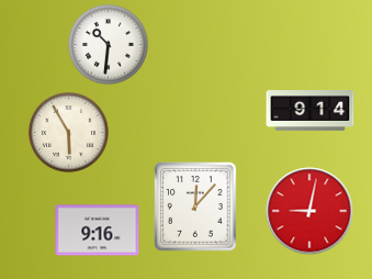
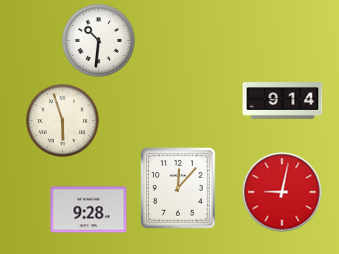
clock at (68, 132): 5:55 -> 5:57
clock at (98, 231): 9:16 -> 9:28
